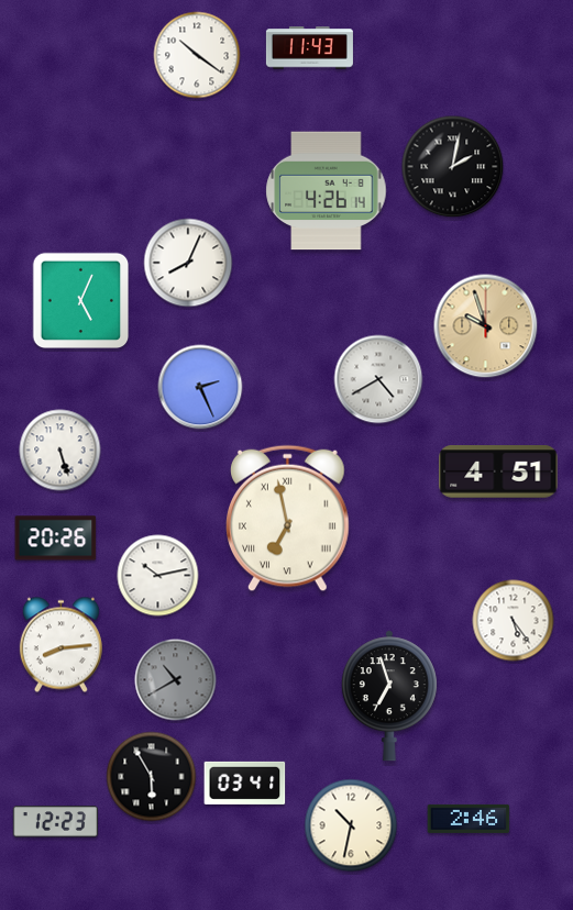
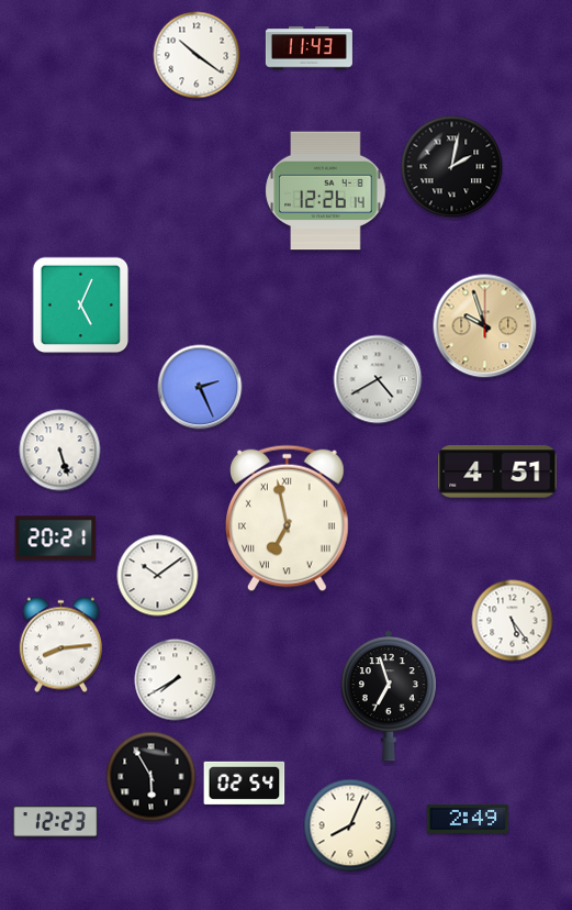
clock at (327, 191): 4:26 -> 12:26
clock at (188, 263): 8:04 -> none
clock at (81, 301) position: (81, 301) -> (81, 306)
clock at (56, 539): 20:26 -> 20:21
clock at (158, 576): 10:13 -> 10:09
clock at (176, 680): 10:40 -> 7:40
clock at (176, 680) dial: grey -> white
clock at (245, 783): 03:41 -> 02:54
clock at (469, 819): 2:46 -> 2:49
clock at (351, 825): 10:32 -> 8:04
